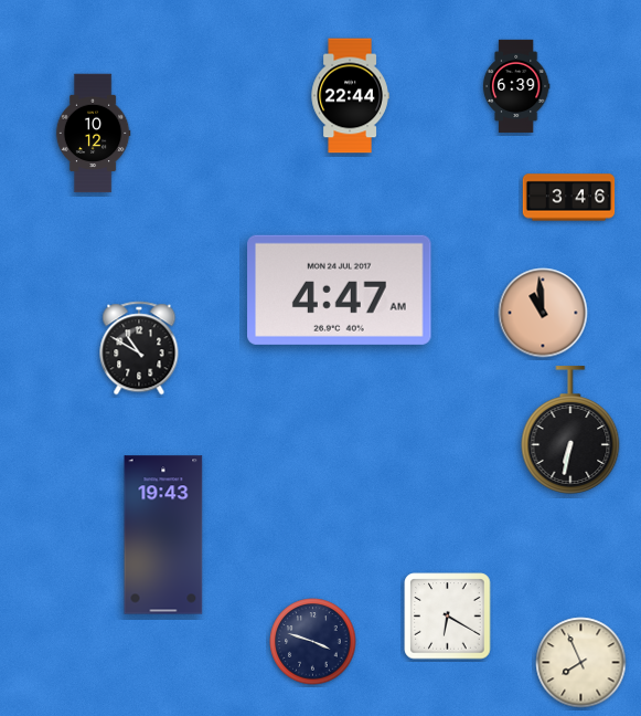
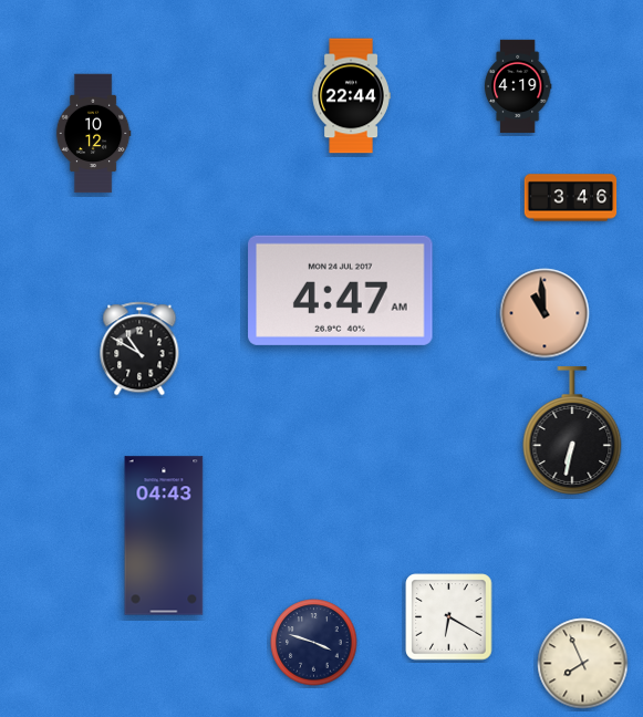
clock at (516, 86): 6:39 -> 4:19
clock at (163, 535): 19:43 -> 04:43
